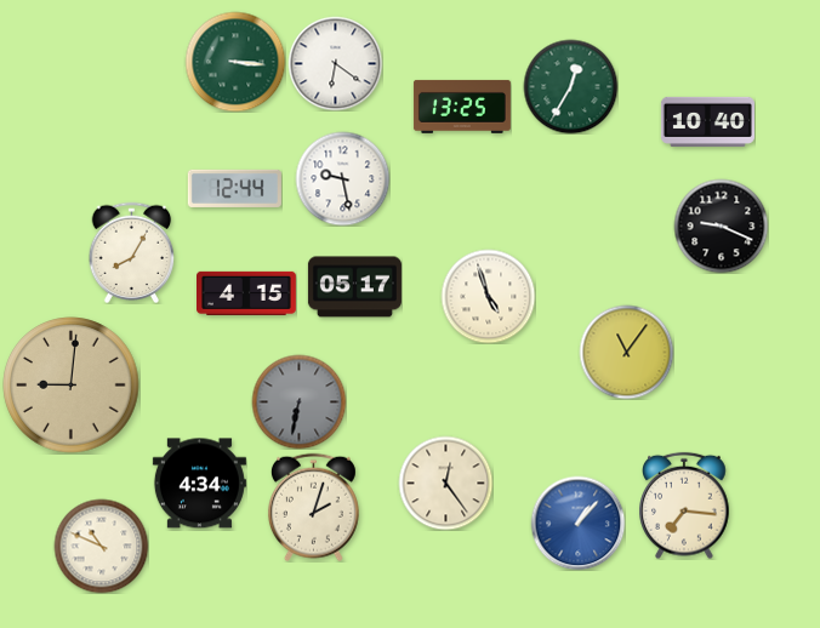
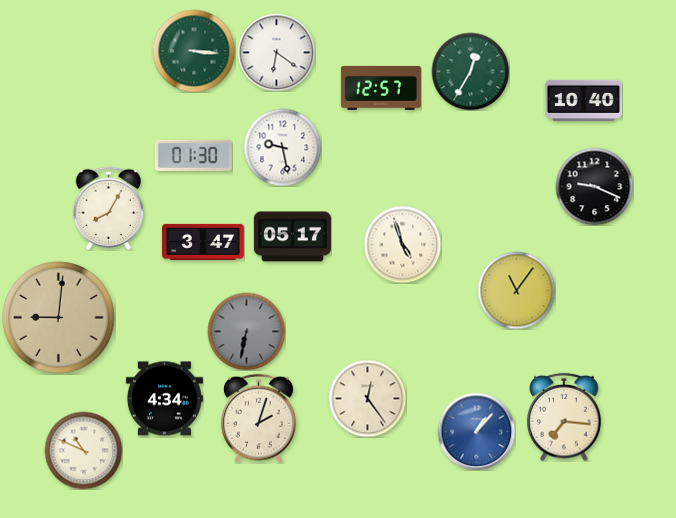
clock at (462, 107): 13:25 -> 12:57
clock at (234, 188): 12:44 -> 01:30
clock at (247, 293): 4:15 -> 3:47
